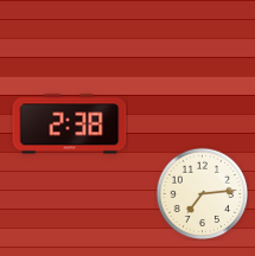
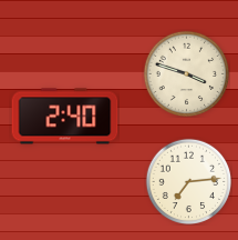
clock at (186, 73): none -> 3:48
clock at (70, 124): 2:38 -> 2:40
